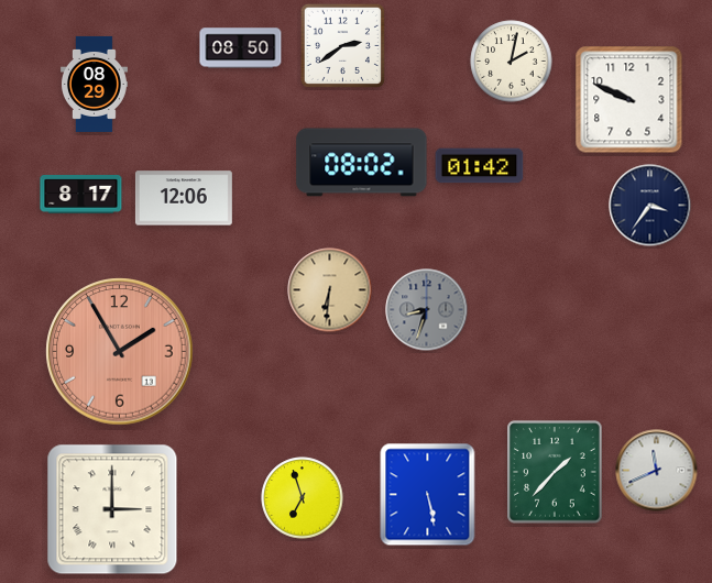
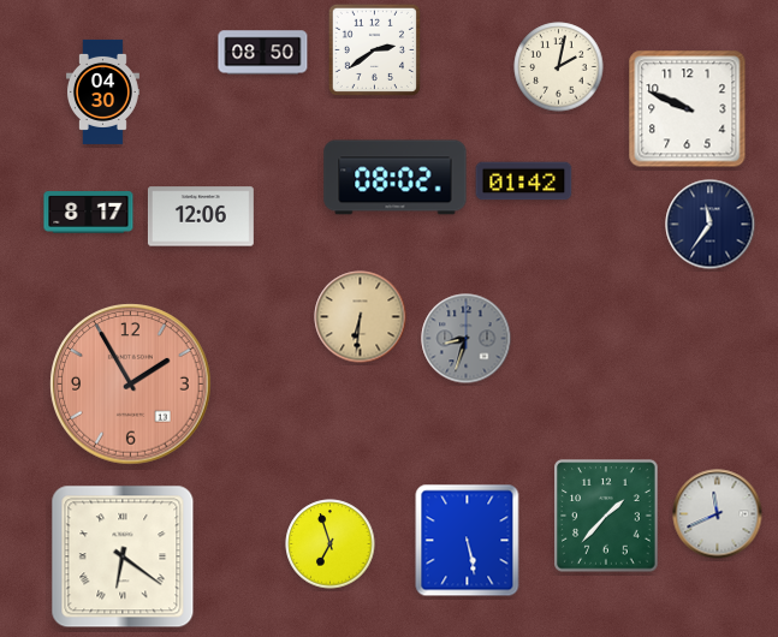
clock at (94, 84): 08:29 -> 04:30
clock at (650, 206): 3:36 -> 11:36
clock at (112, 509): 3:00 -> 6:21
